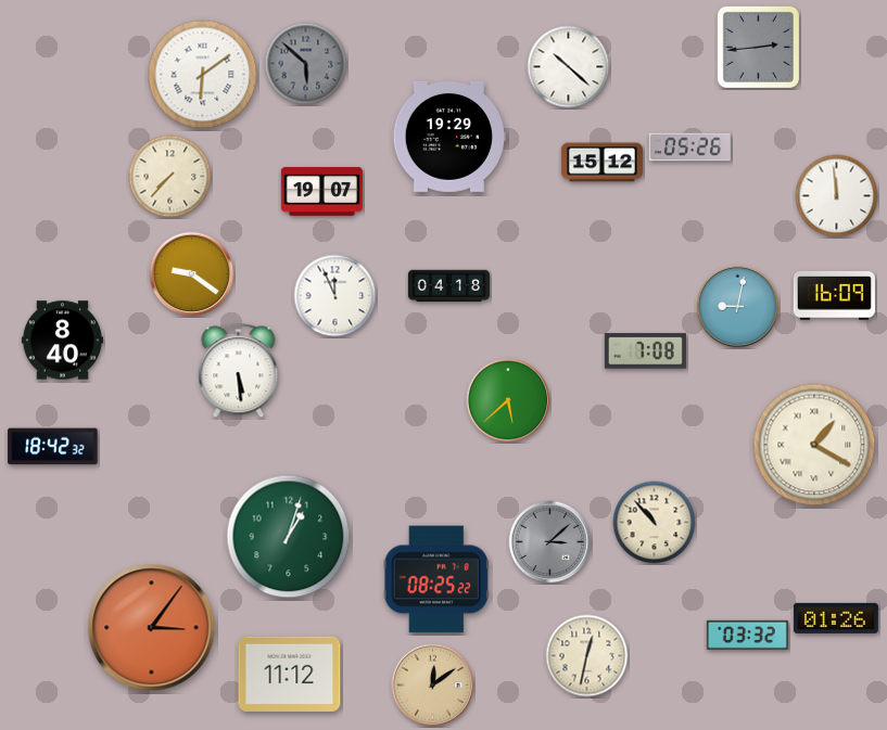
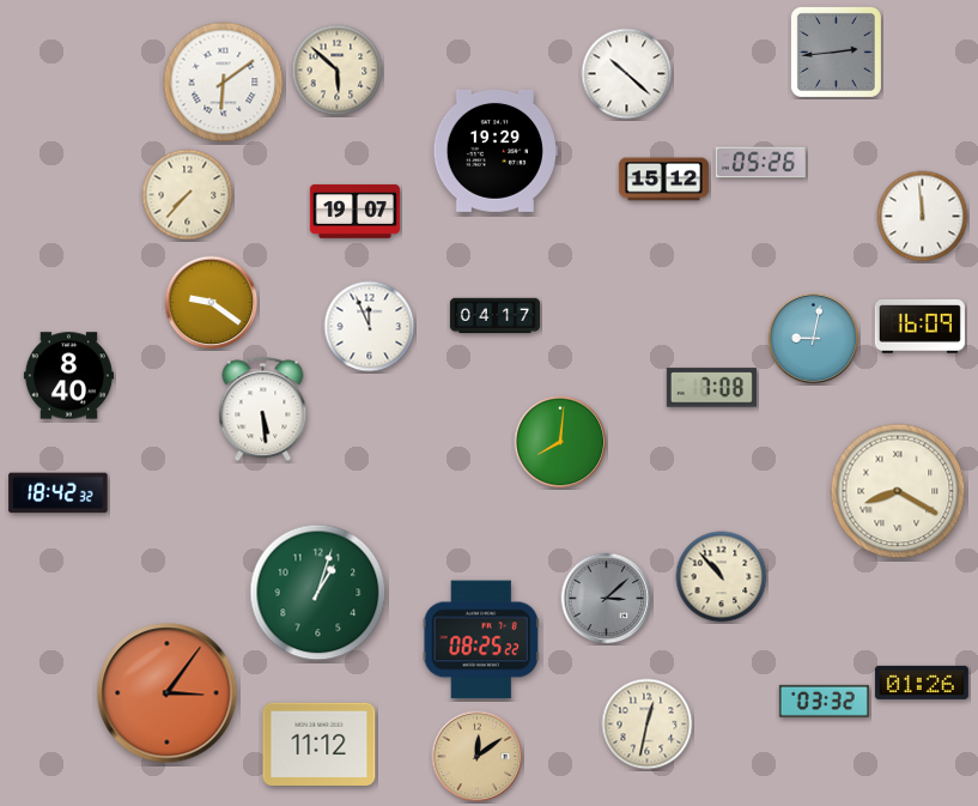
clock at (306, 64) dial: grey -> cream
clock at (448, 286): 04:18 -> 04:17
clock at (508, 400): 5:38 -> 8:01
clock at (814, 445): 1:20 -> 8:20
